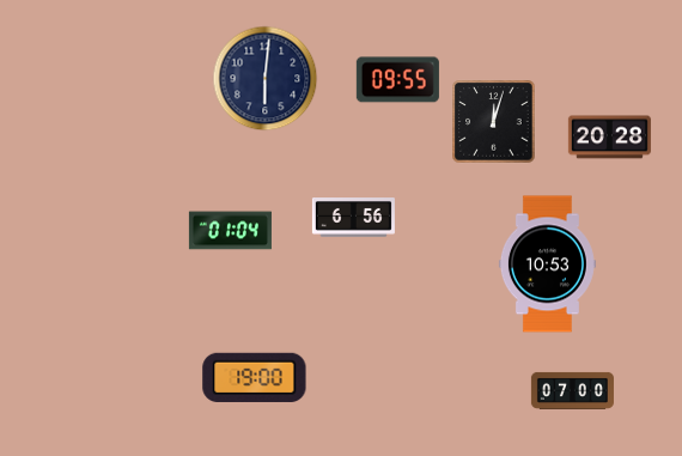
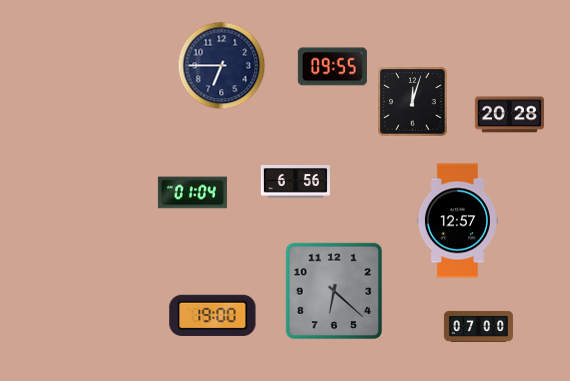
clock at (266, 79): 6:01 -> 6:45
clock at (547, 265): 10:53 -> 12:57
clock at (334, 291): none -> 6:22
